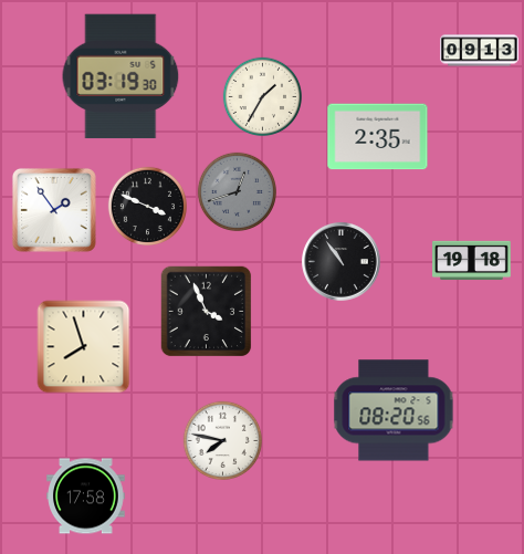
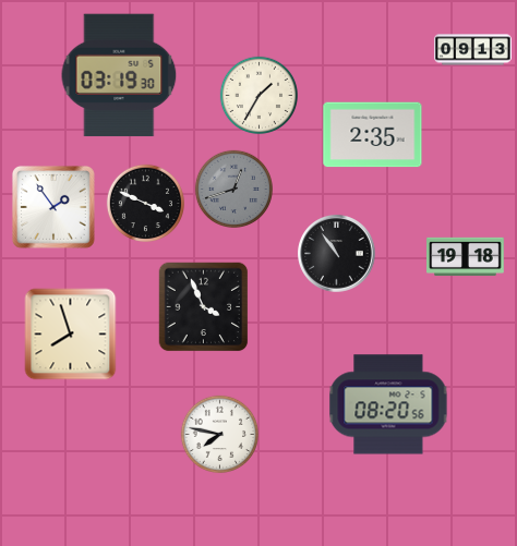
clock at (342, 262) position: (342, 262) -> (337, 254)
clock at (84, 347) position: (84, 347) -> (71, 335)
clock at (86, 496): 17:58 -> none
